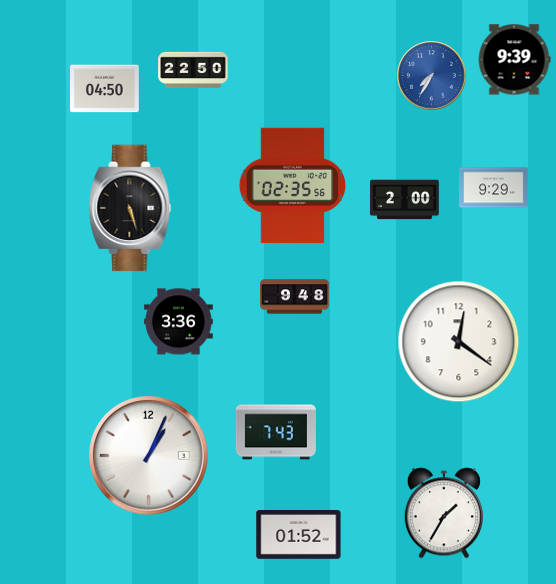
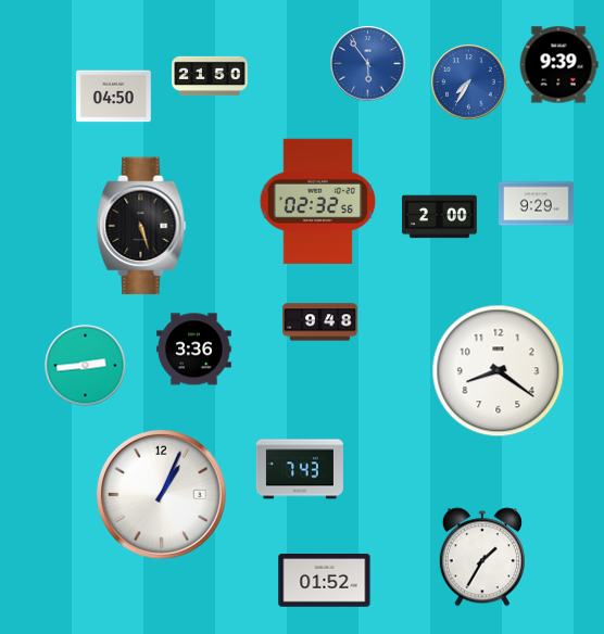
clock at (368, 64): none -> 5:54
clock at (193, 70): 22:50 -> 21:50
clock at (293, 186): 02:35 -> 02:32
clock at (86, 366): none -> 2:44
clock at (459, 342): 12:21 -> 8:21
